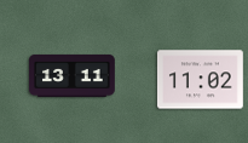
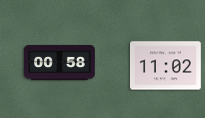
clock at (73, 75): 13:11 -> 00:58
